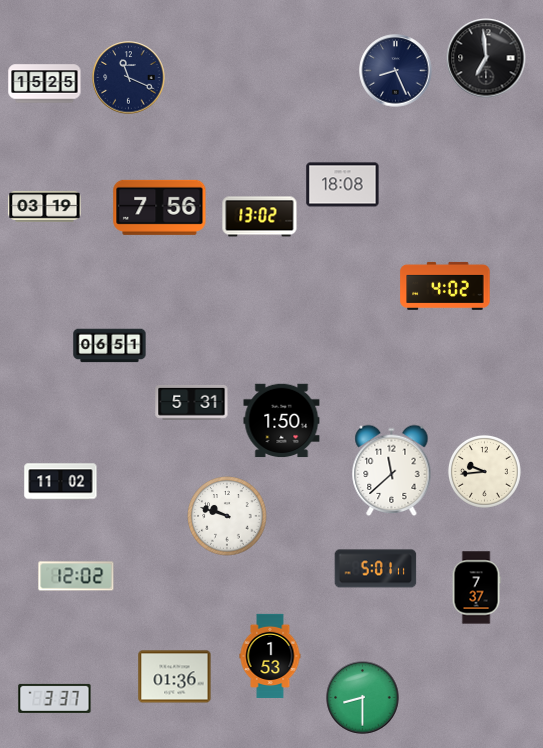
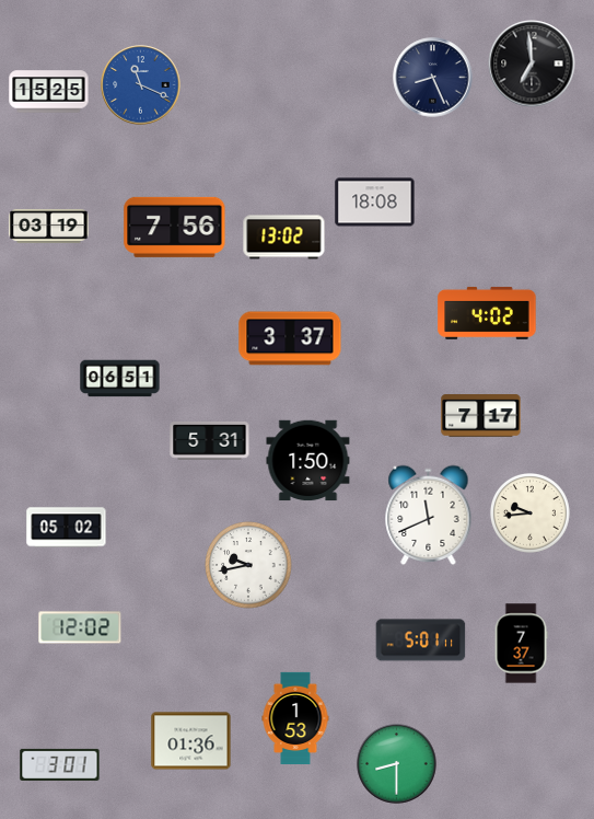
clock at (129, 78) dial: navy -> blue
clock at (290, 338): none -> 3:37
clock at (481, 416): none -> 7:17
clock at (392, 470): 11:38 -> 11:41
clock at (484, 471) position: (484, 471) -> (529, 512)
clock at (61, 482): 11:02 -> 05:02
clock at (227, 516): 9:48 -> 9:43
clock at (376, 569) position: (376, 569) -> (421, 641)
clock at (76, 576) position: (76, 576) -> (80, 627)
clock at (55, 698): 3:37 -> 3:01
